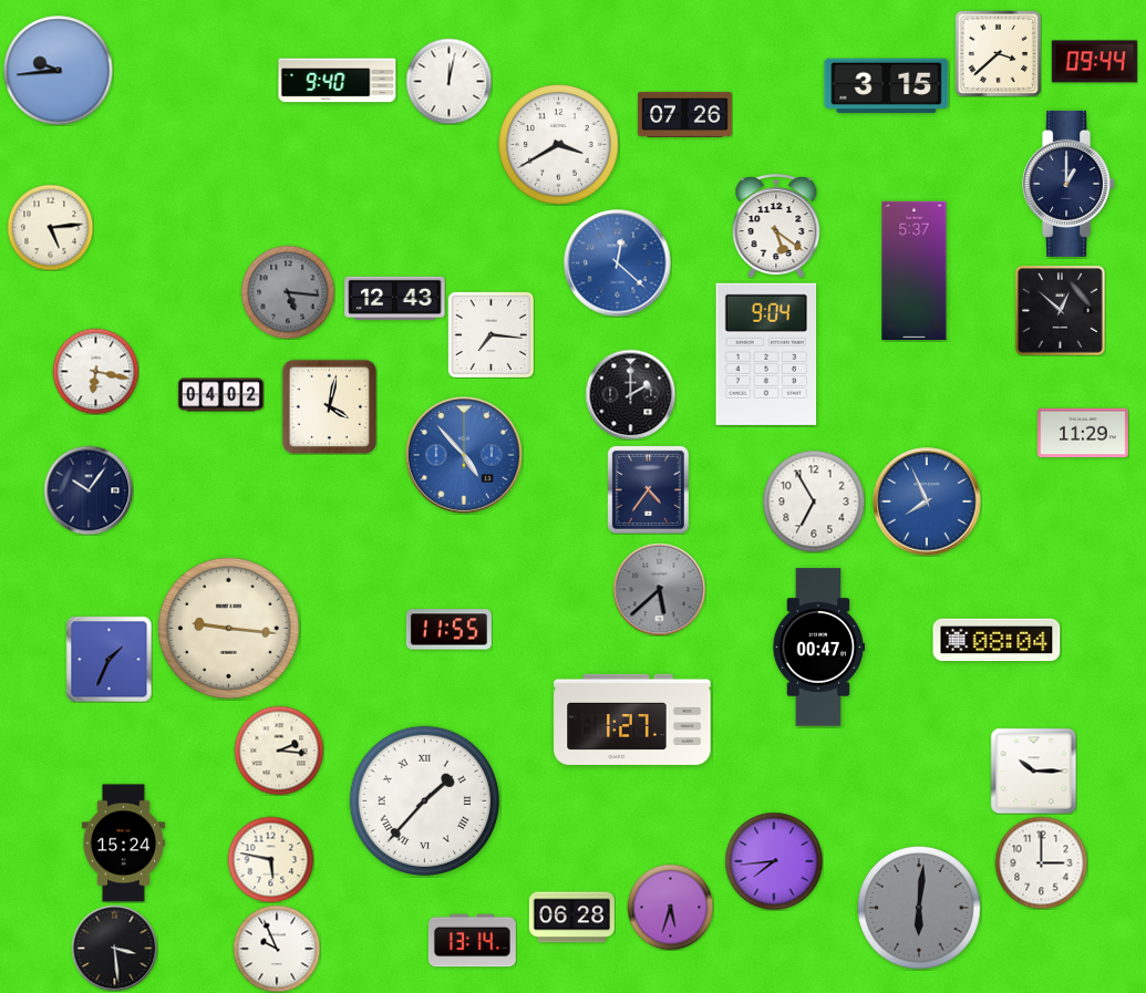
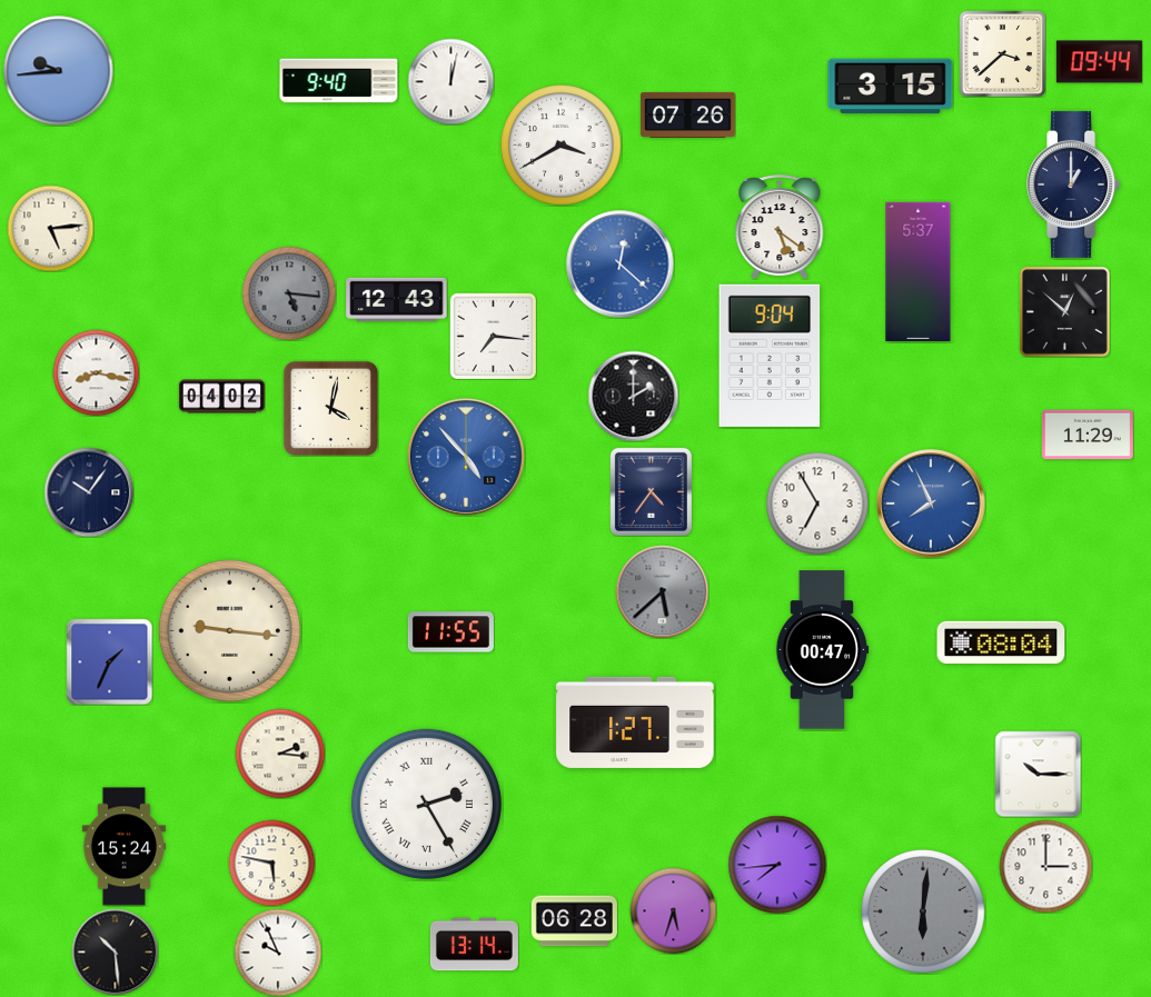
clock at (95, 371): 6:17 -> 8:17
clock at (424, 800): 1:37 -> 2:25
clock at (114, 948): 3:29 -> 10:29
